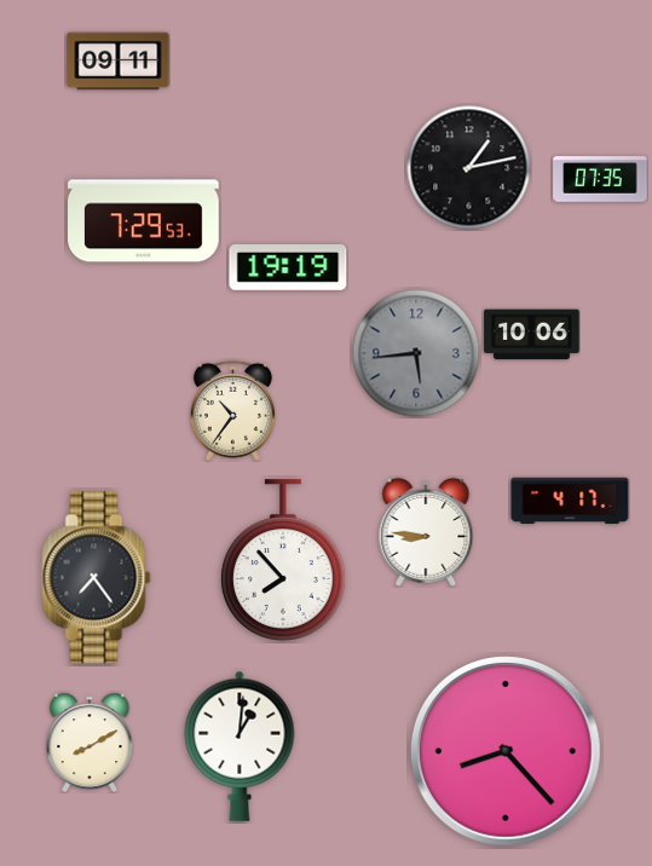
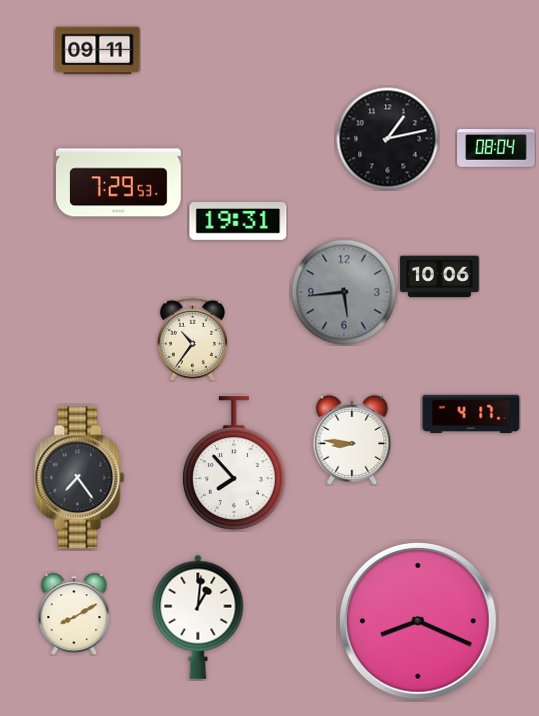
clock at (600, 179): 07:35 -> 08:04
clock at (288, 267): 19:19 -> 19:31
clock at (507, 752): 8:23 -> 8:19
